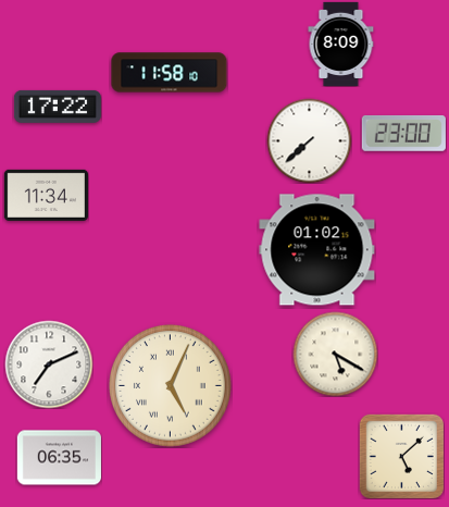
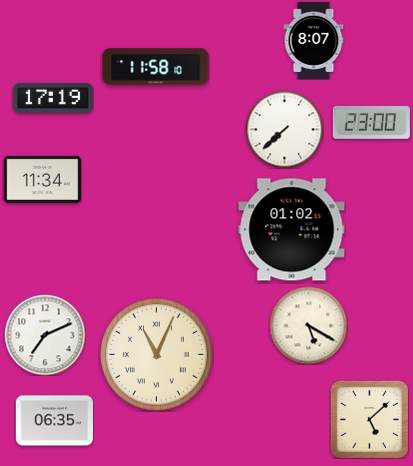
clock at (341, 44): 8:09 -> 8:07
clock at (58, 107): 17:22 -> 17:19
clock at (171, 386): 5:04 -> 11:04
